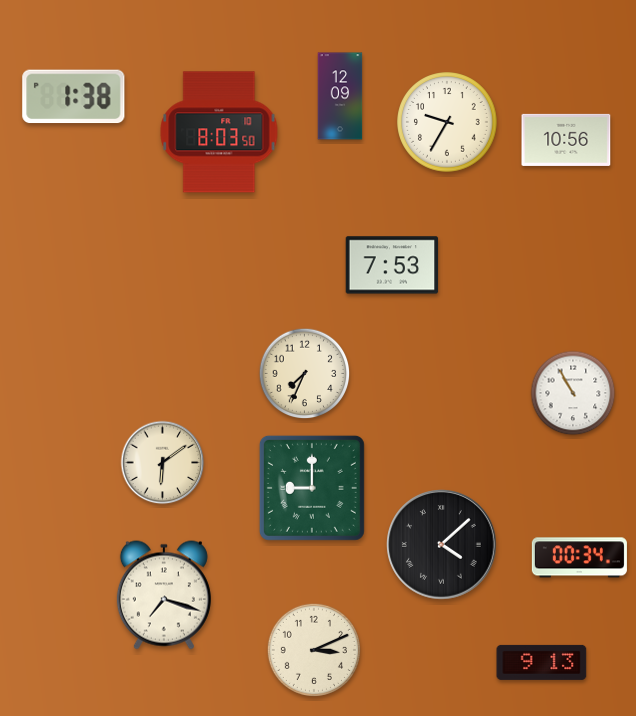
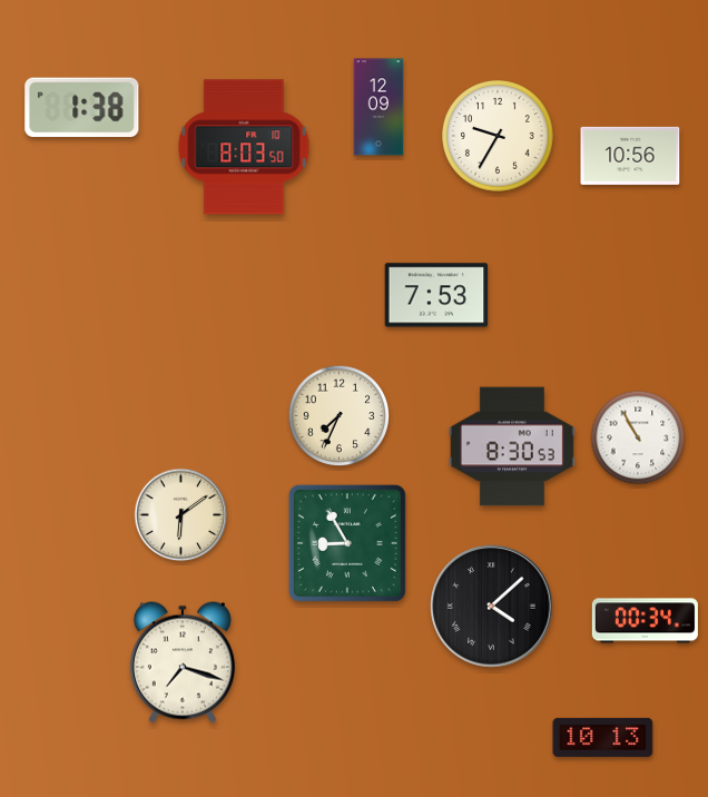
clock at (512, 446): none -> 8:30
clock at (312, 488): 9:00 -> 8:55
clock at (314, 650): 3:11 -> none
clock at (542, 662): 9:13 -> 10:13
